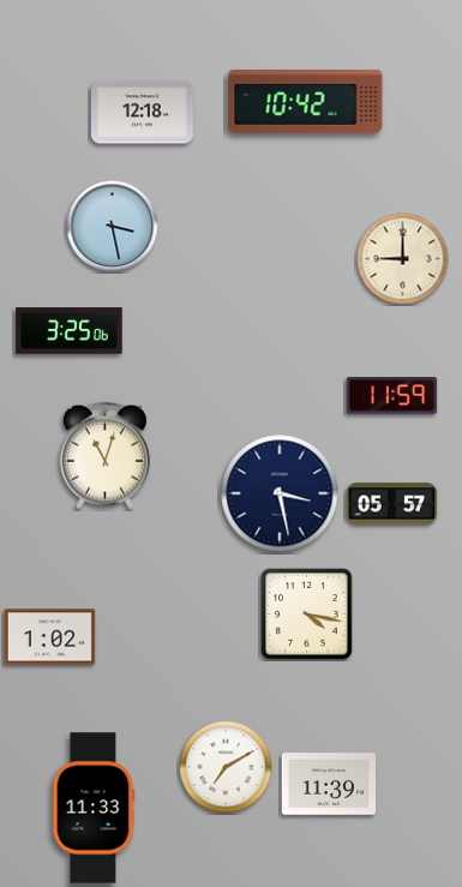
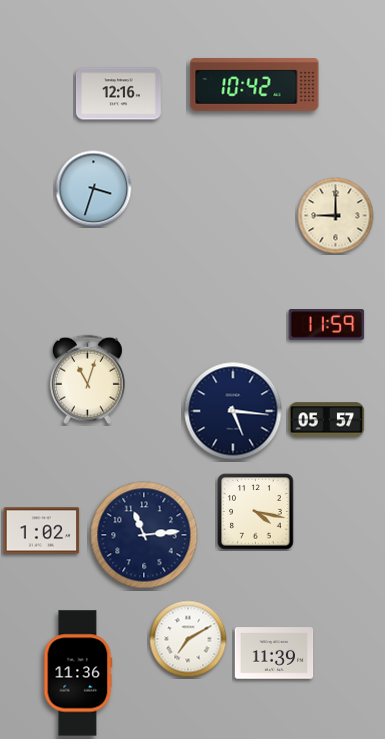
clock at (142, 113): 12:18 -> 12:16
clock at (113, 227): 3:28 -> 3:33
clock at (70, 331): 3:25 -> none
clock at (392, 396) position: (392, 396) -> (327, 325)
clock at (280, 493): 3:28 -> 5:16
clock at (144, 535): none -> 11:14
clock at (94, 808): 11:33 -> 11:36
